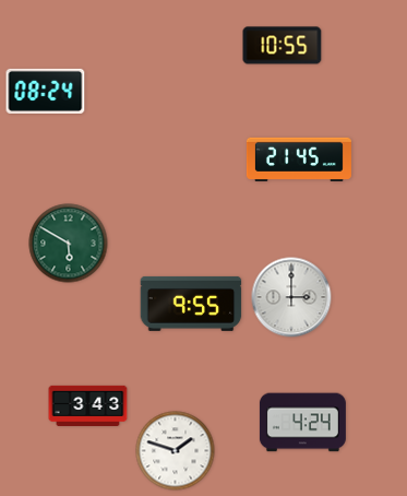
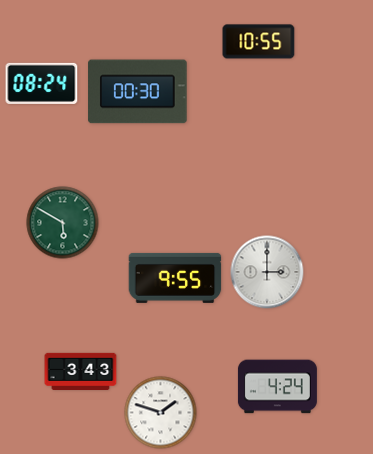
clock at (138, 92): none -> 00:30
clock at (299, 160): 21:45 -> none
